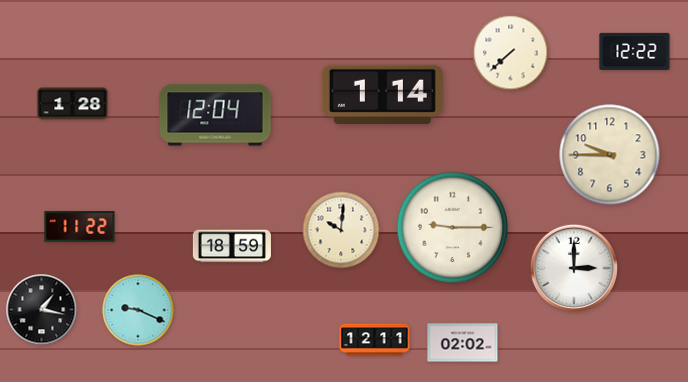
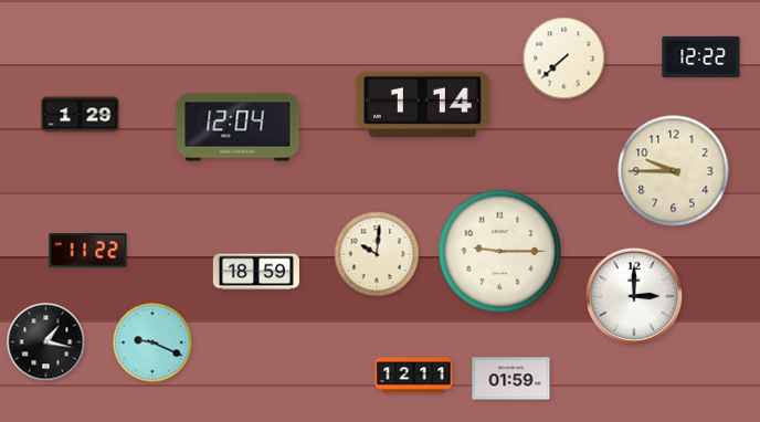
clock at (73, 104): 1:28 -> 1:29
clock at (463, 343): 02:02 -> 01:59
